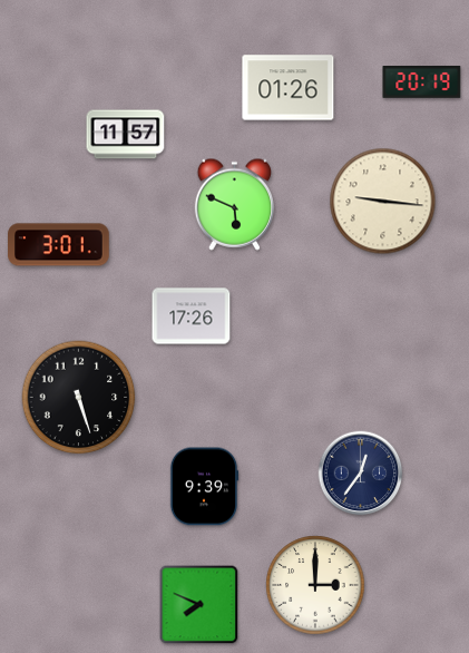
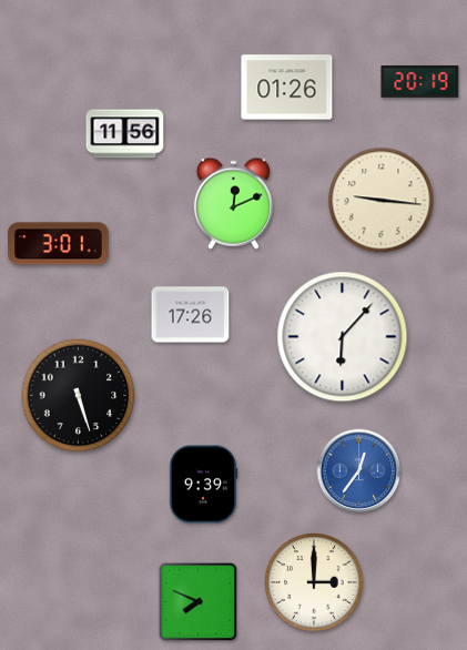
clock at (126, 135): 11:57 -> 11:56
clock at (234, 204): 5:49 -> 12:11
clock at (343, 337): none -> 6:07
clock at (361, 474) dial: navy -> blue
